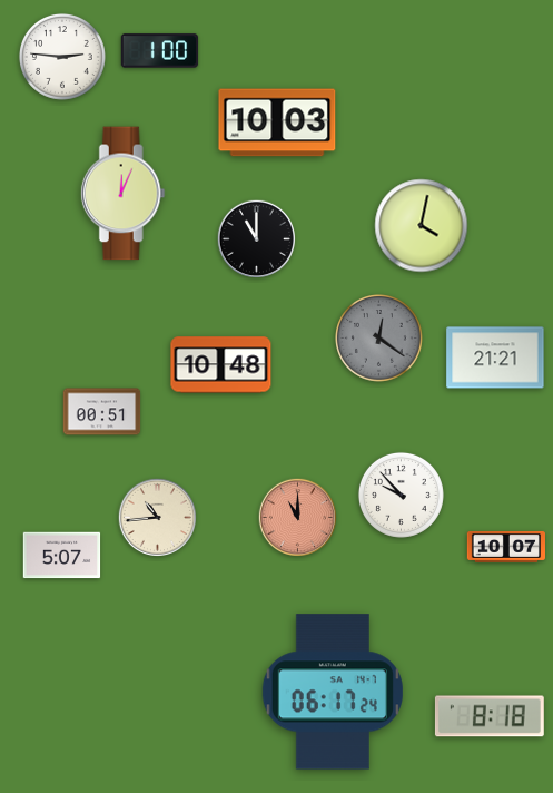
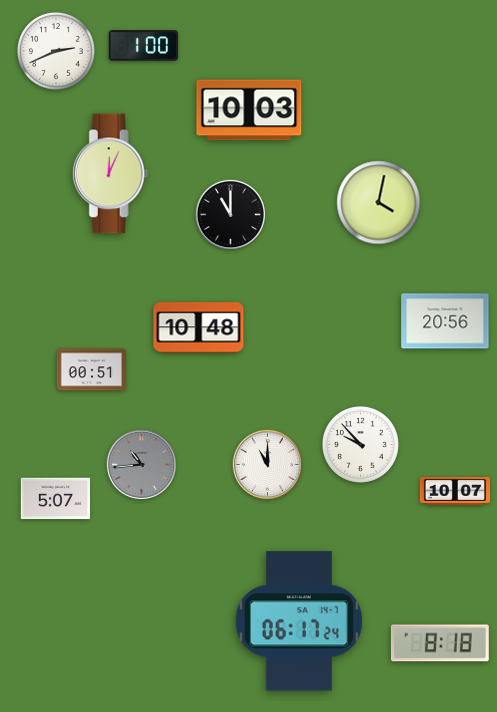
clock at (62, 57): 2:46 -> 2:41
clock at (379, 339): 12:21 -> none
clock at (495, 358): 21:21 -> 20:56
clock at (157, 517) dial: cream -> grey
clock at (297, 517) dial: salmon -> white
